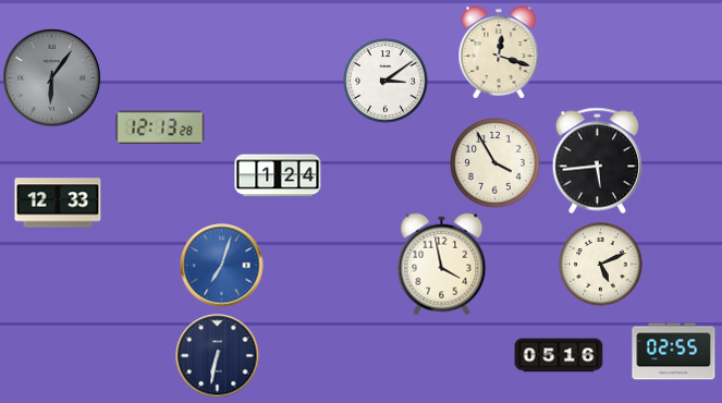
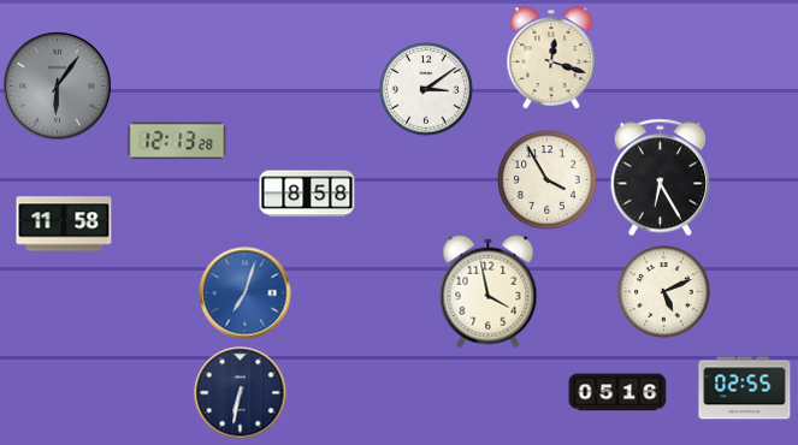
clock at (597, 161): 5:44 -> 6:25
clock at (278, 175): 1:24 -> 8:58
clock at (58, 203): 12:33 -> 11:58
